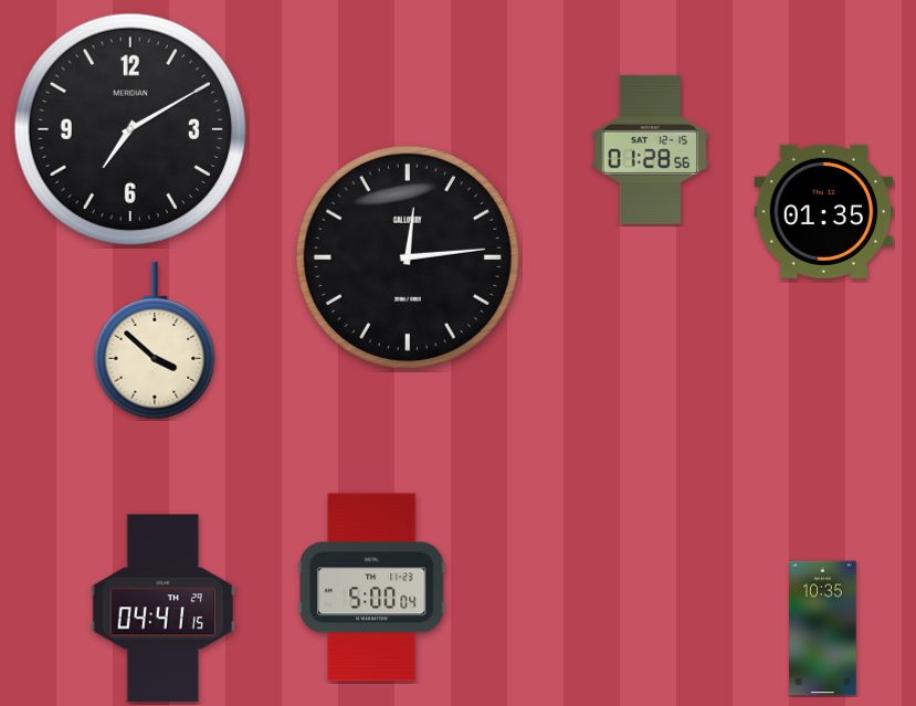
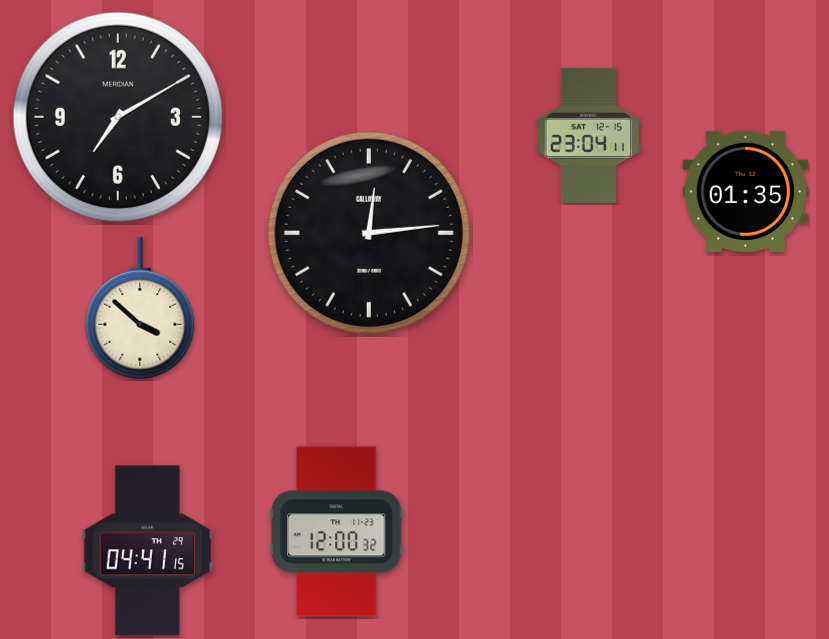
clock at (650, 149): 01:28 -> 23:04
clock at (371, 588): 5:00 -> 12:00
clock at (823, 629): 10:35 -> none
